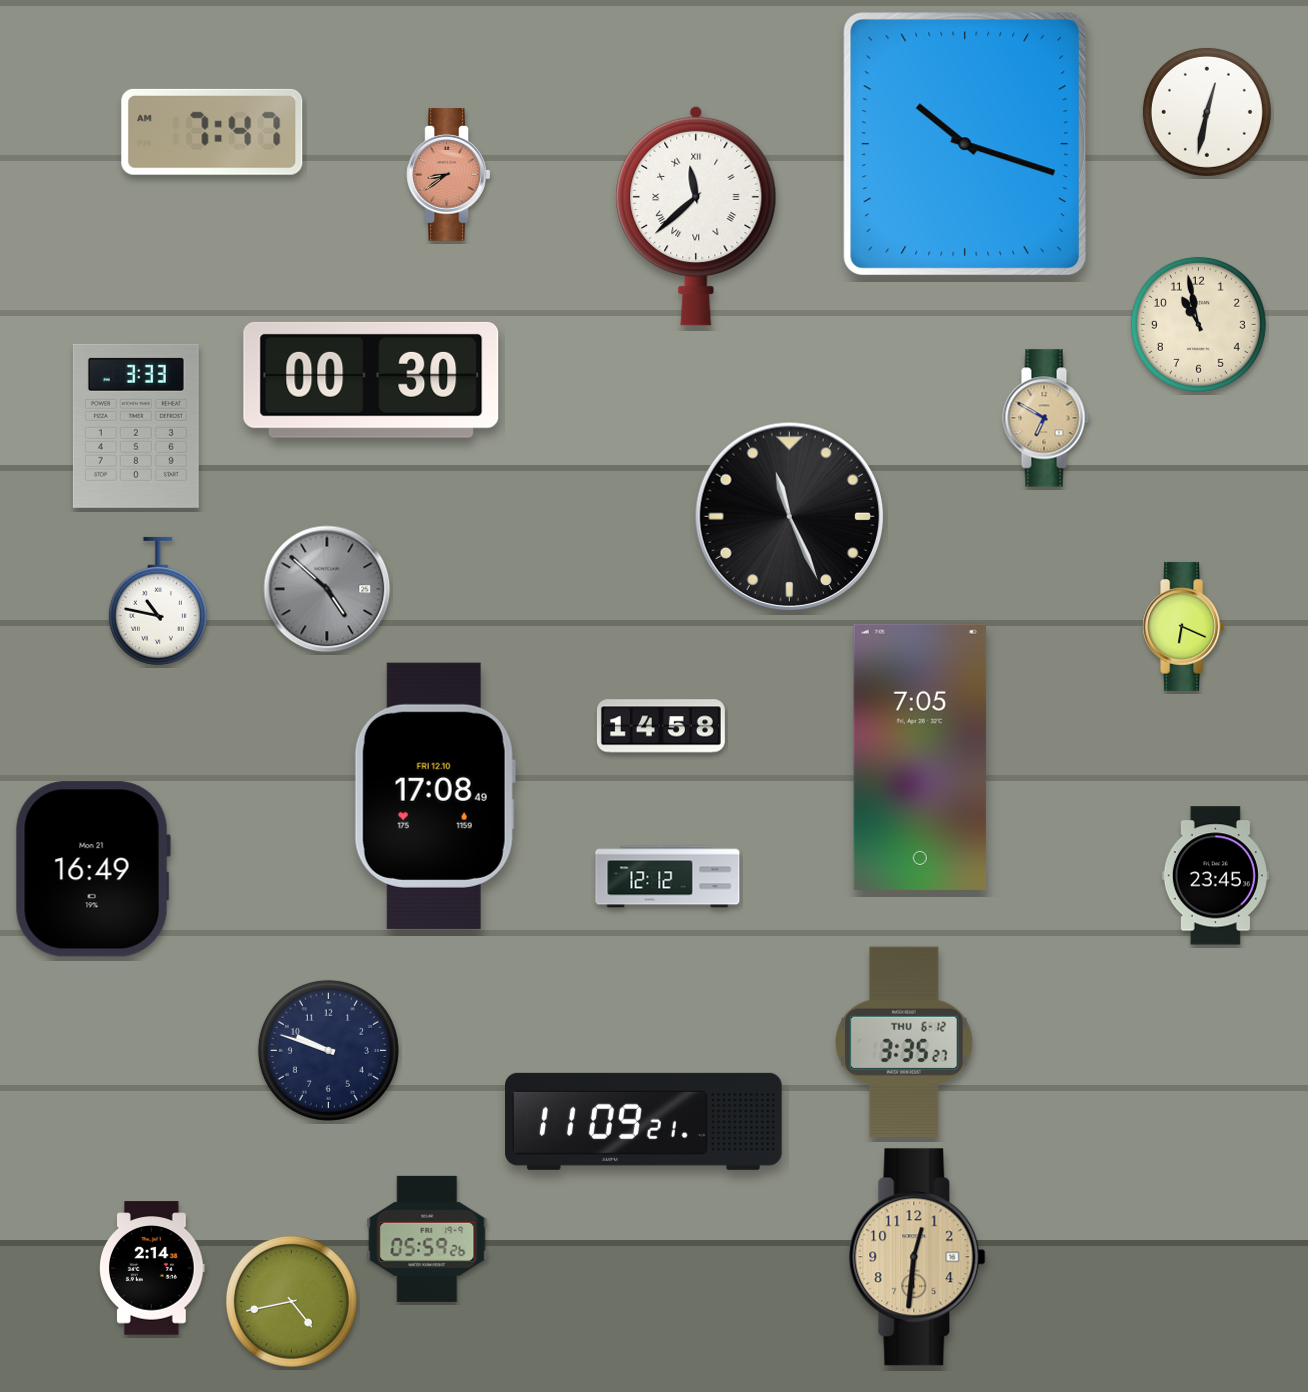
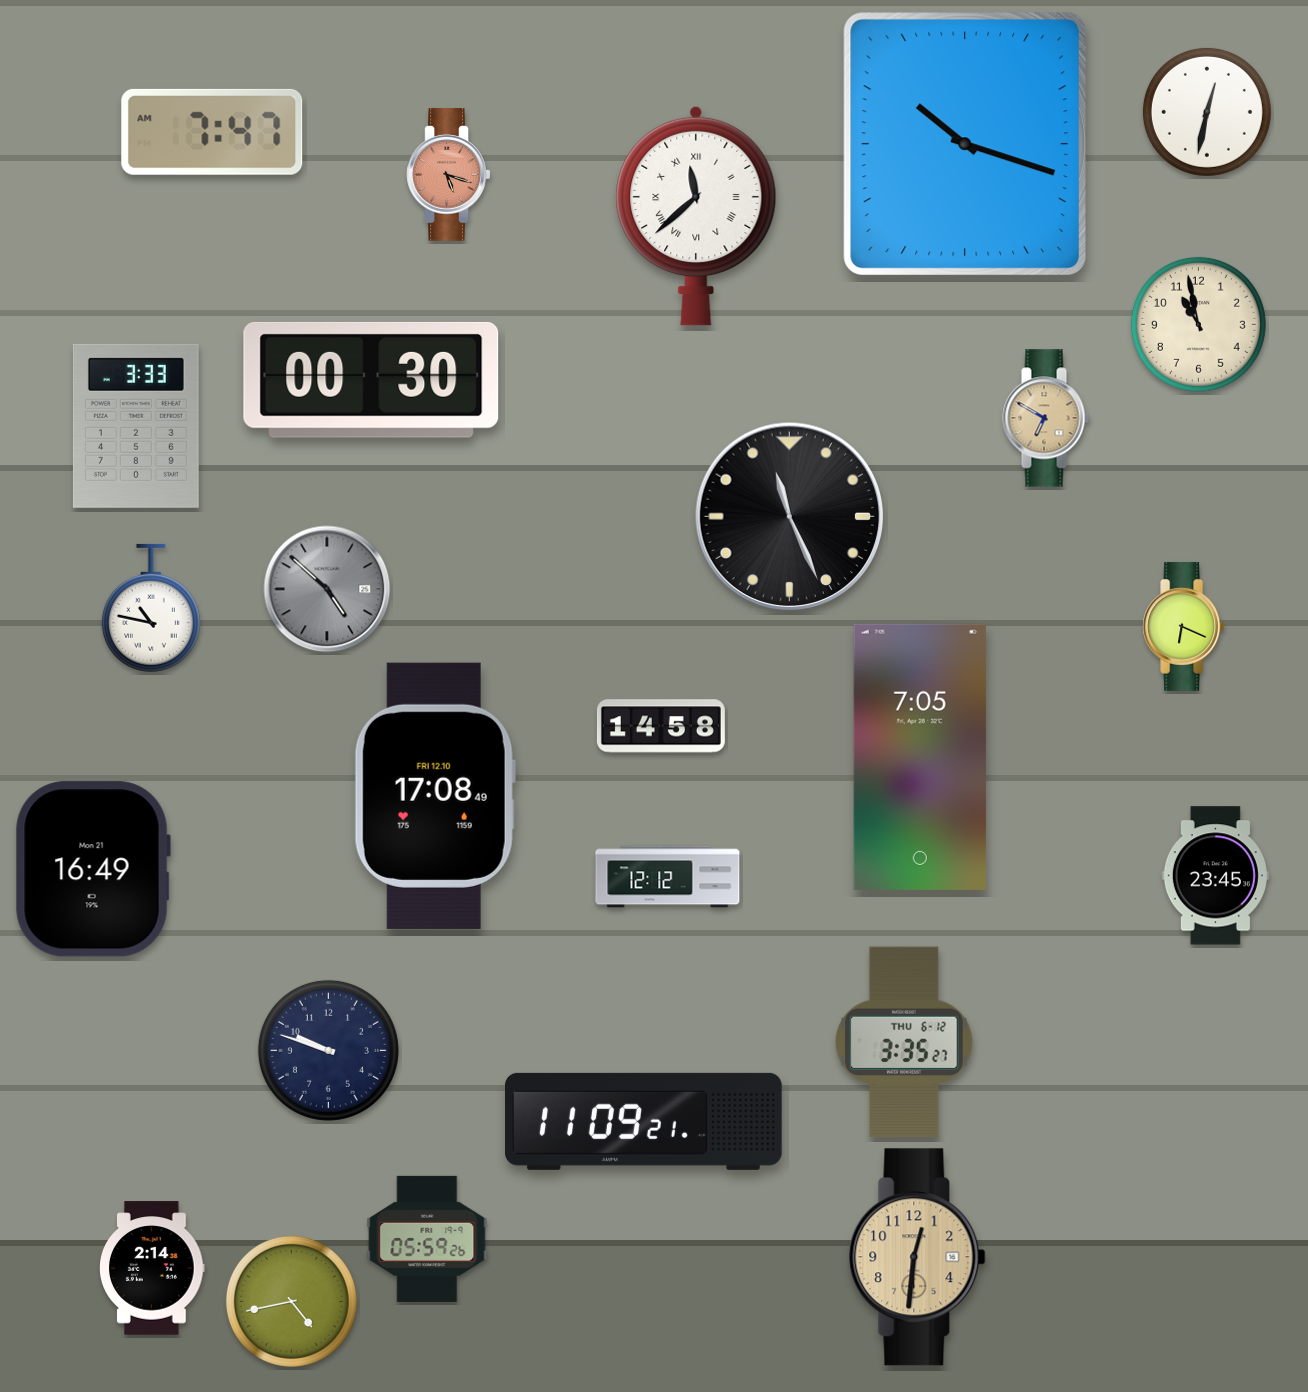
clock at (449, 175): 8:39 -> 5:18
clock at (158, 601) position: (158, 601) -> (151, 608)
